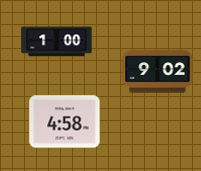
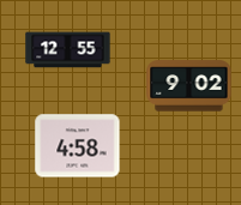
clock at (57, 42): 1:00 -> 12:55
